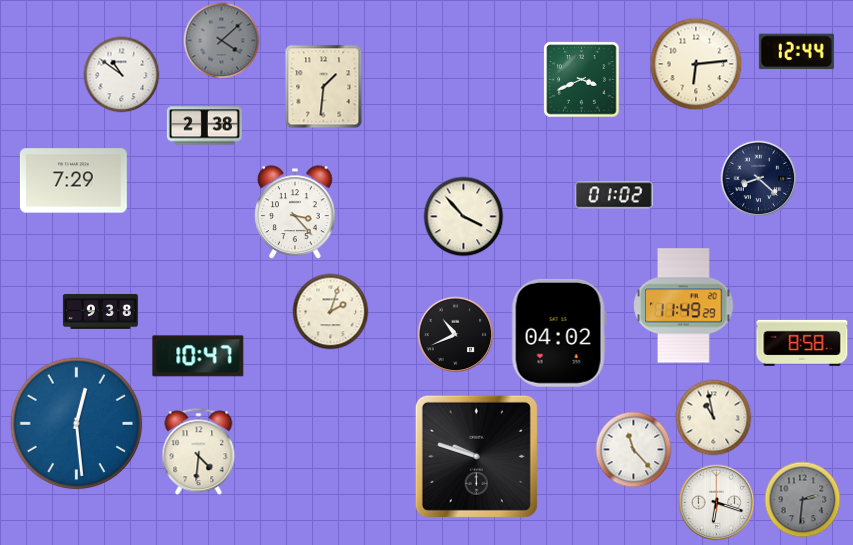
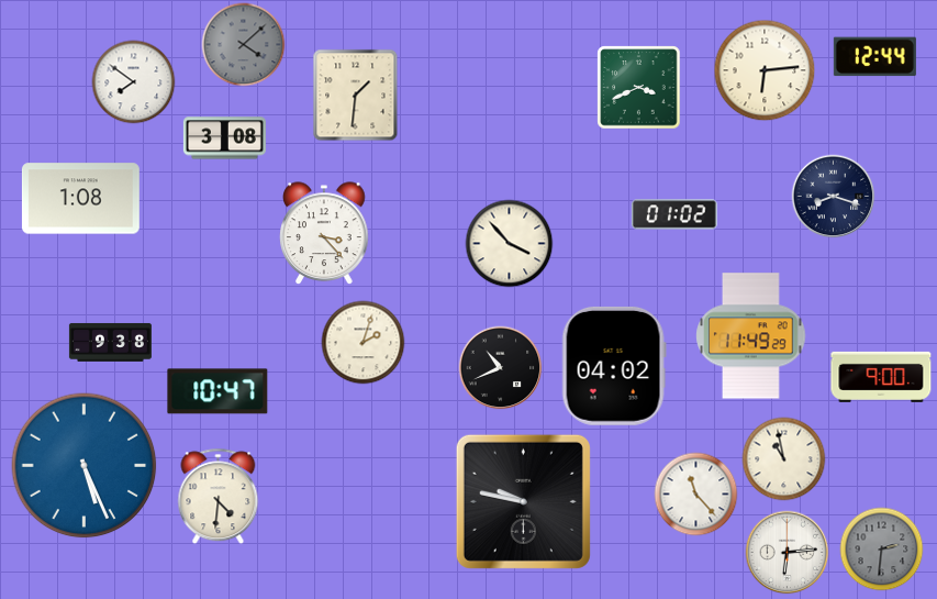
clock at (122, 75): 10:51 -> 7:51
clock at (204, 126): 2:38 -> 3:08
clock at (759, 179): 8:22 -> 8:18
clock at (73, 181): 7:29 -> 1:08
clock at (464, 217) position: (464, 217) -> (510, 244)
clock at (802, 343): 8:58 -> 9:00
clock at (77, 424): 12:29 -> 5:26
clock at (476, 456): 9:48 -> 9:47
clock at (717, 503): 6:18 -> 6:14
